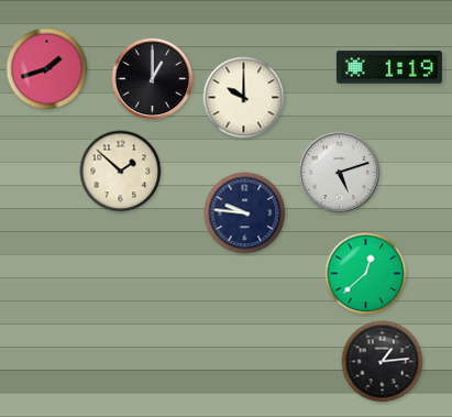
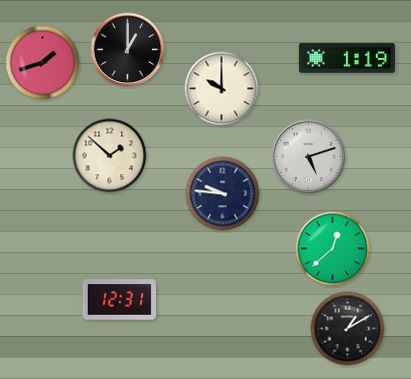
clock at (389, 67) position: (389, 67) -> (347, 58)
clock at (153, 79) position: (153, 79) -> (128, 50)
clock at (119, 300): none -> 12:31
clock at (383, 362): 1:14 -> 1:10
